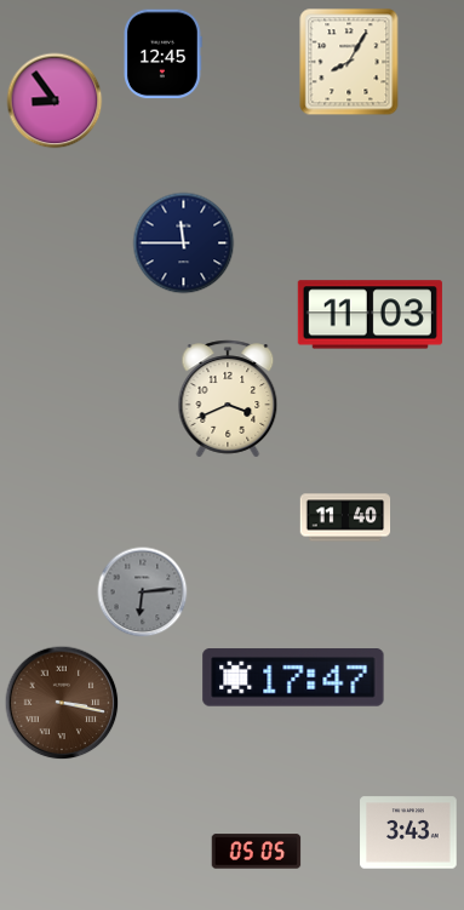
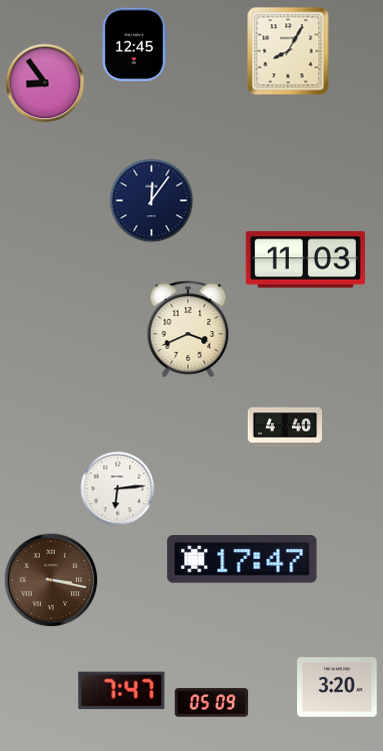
clock at (184, 244): 11:45 -> 12:06
clock at (345, 517): 11:40 -> 4:40
clock at (143, 593) dial: grey -> white
clock at (408, 832): 3:43 -> 3:20
clock at (122, 691): none -> 7:47
clock at (257, 852): 05:05 -> 05:09
